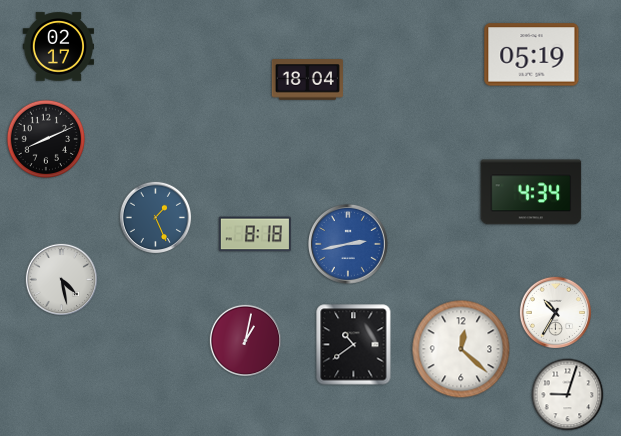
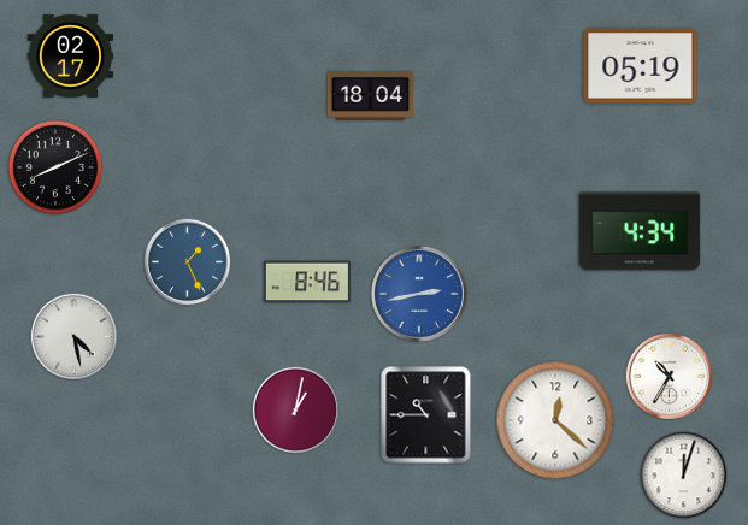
clock at (255, 234): 8:18 -> 8:46
clock at (354, 345): 10:39 -> 10:45
clock at (568, 395): 9:03 -> 12:03
